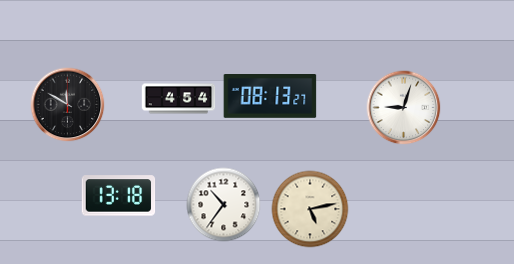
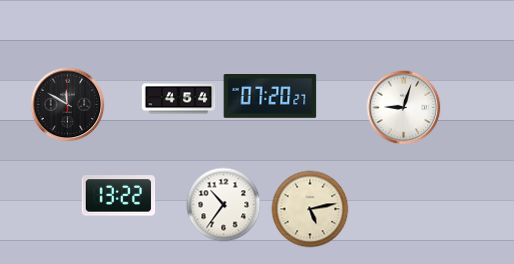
clock at (270, 97): 08:13 -> 07:20
clock at (119, 196): 13:18 -> 13:22
